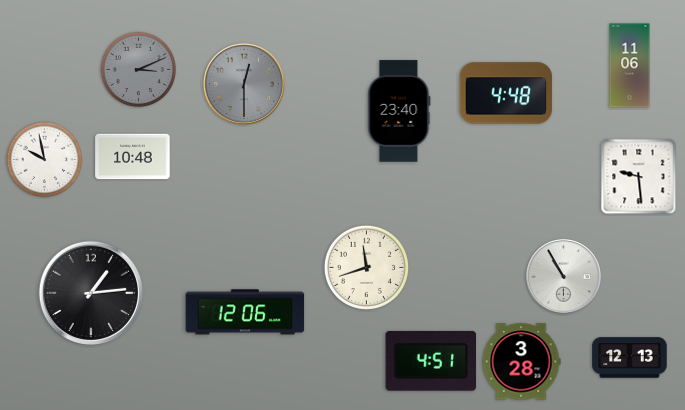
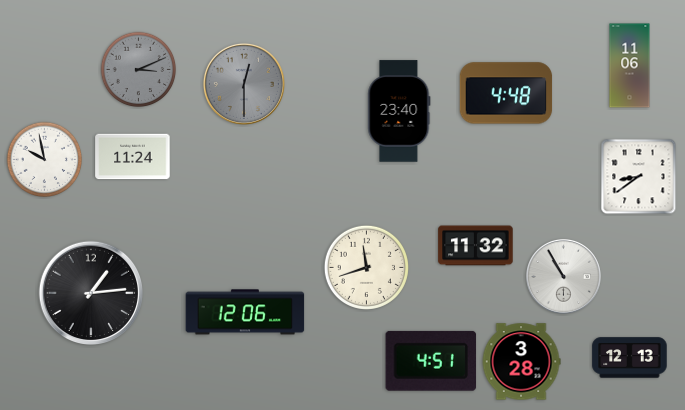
clock at (133, 157): 10:48 -> 11:24
clock at (639, 177): 9:29 -> 8:39
clock at (476, 246): none -> 11:32
